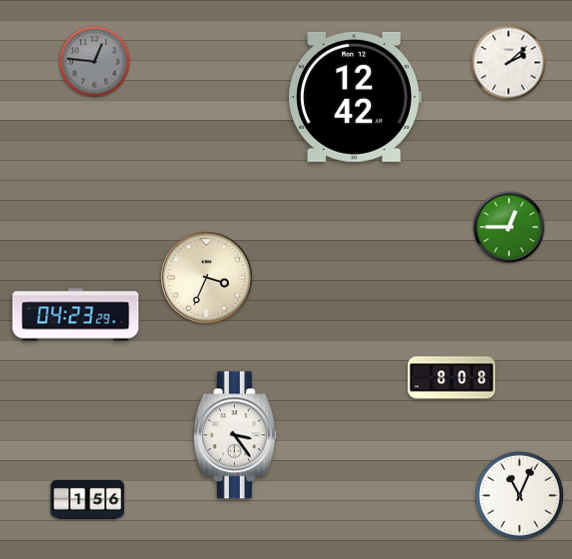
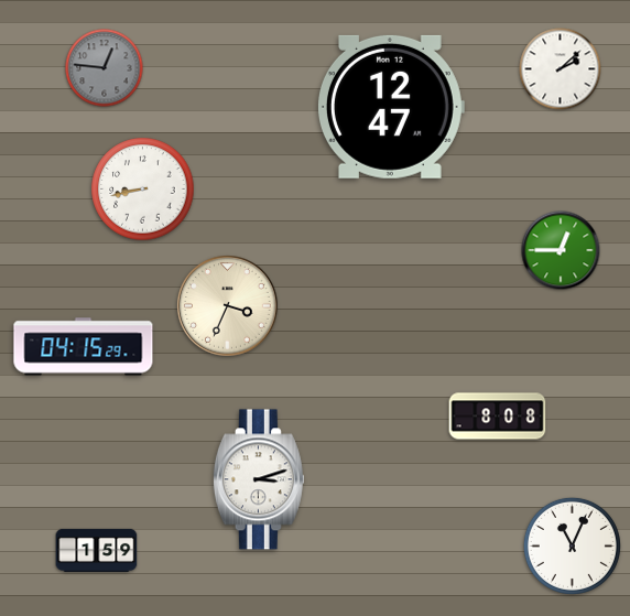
clock at (354, 97): 12:42 -> 12:47
clock at (143, 190): none -> 8:43
clock at (76, 315): 04:23 -> 04:15
clock at (235, 435): 3:24 -> 3:12
clock at (88, 499): 1:56 -> 1:59
